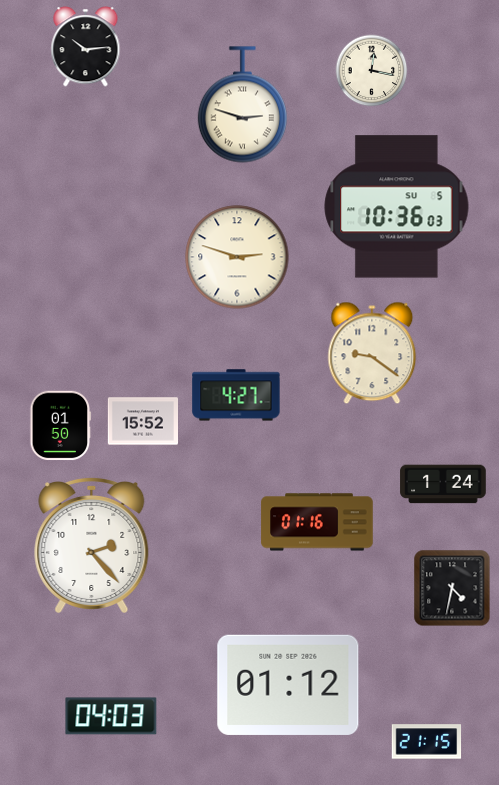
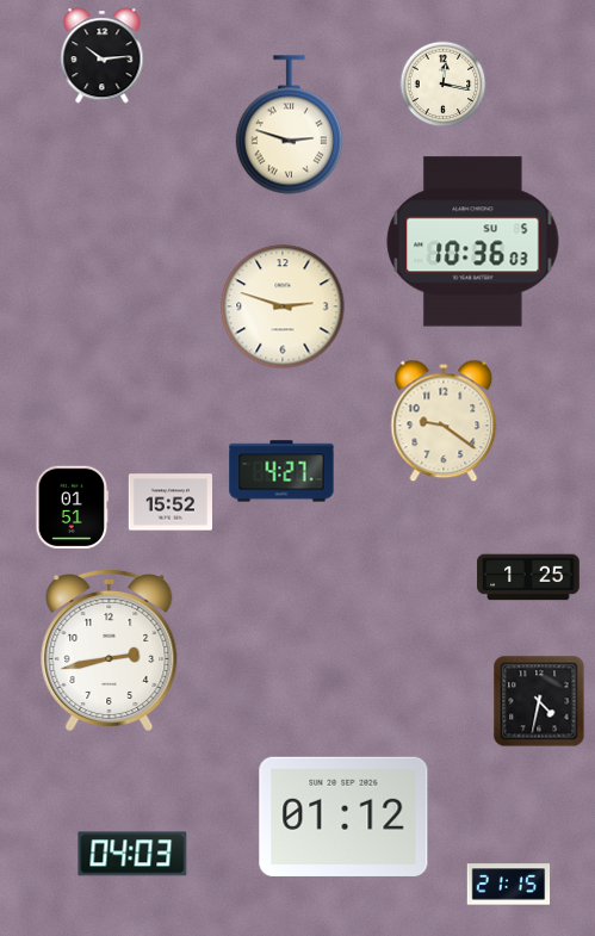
clock at (397, 207) position: (397, 207) -> (473, 242)
clock at (61, 426): 01:50 -> 01:51
clock at (443, 484): 1:24 -> 1:25
clock at (317, 522): 01:16 -> none
clock at (92, 545): 2:23 -> 2:43
